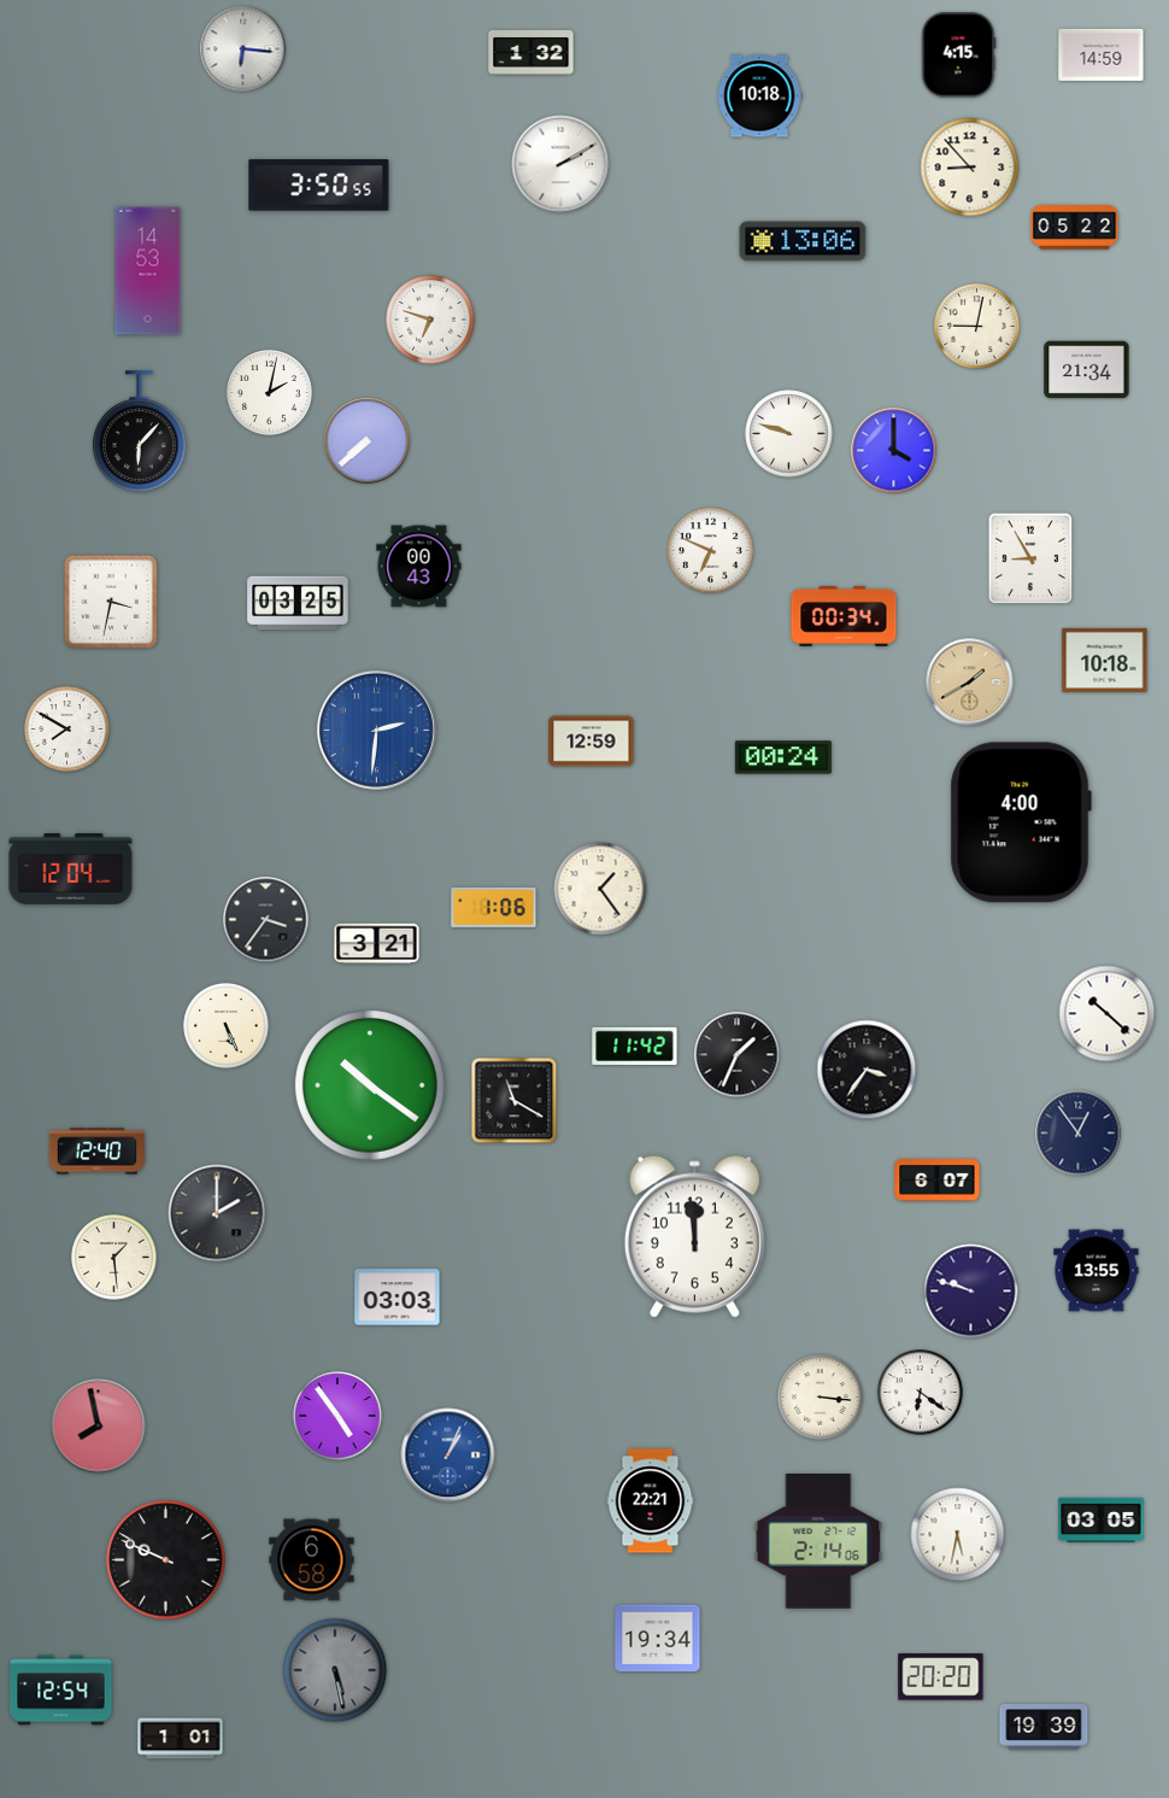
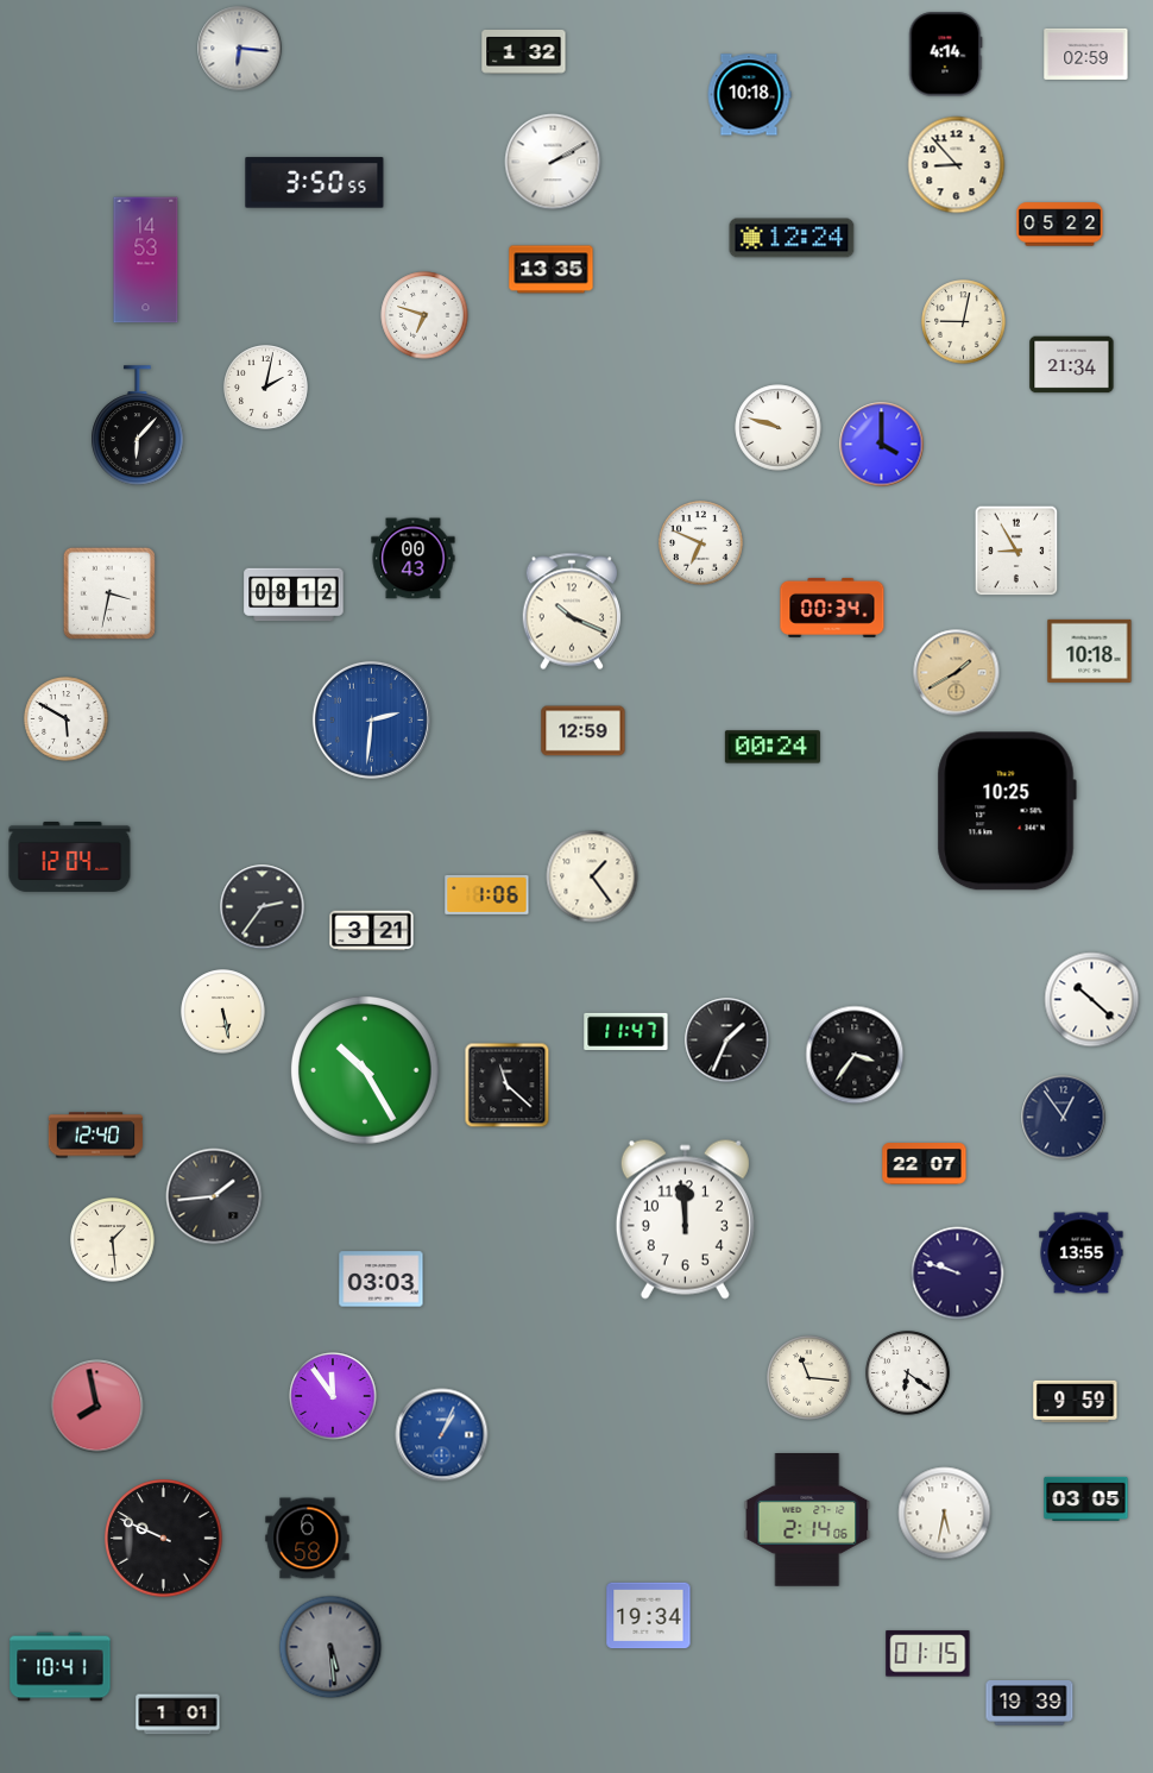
clock at (1102, 54): 14:59 -> 02:59
clock at (958, 55): 4:15 -> 4:14
clock at (803, 241): 13:06 -> 12:24
clock at (148, 271) position: (148, 271) -> (146, 260)
clock at (552, 270): none -> 13:35
clock at (368, 441): 7:38 -> none
clock at (298, 603): 03:25 -> 08:12
clock at (571, 611): none -> 10:19
clock at (67, 730): 7:50 -> 5:50
clock at (1021, 822): 4:00 -> 10:25
clock at (266, 920): 3:36 -> 2:36
clock at (227, 1026): 5:26 -> 5:28
clock at (635, 1046): 11:42 -> 11:47
clock at (371, 1087): 10:21 -> 10:25
clock at (515, 1101): 11:20 -> 11:22
clock at (938, 1181): 6:07 -> 22:07
clock at (217, 1213): 2:00 -> 1:44
clock at (398, 1298) position: (398, 1298) -> (382, 1280)
clock at (821, 1398): 3:16 -> 11:16
clock at (337, 1416): 4:54 -> 11:54
clock at (1076, 1401): none -> 9:59
clock at (651, 1501): 22:21 -> none
clock at (335, 1670): 5:28 -> 5:29
clock at (941, 1677): 20:20 -> 01:15
clock at (61, 1691): 12:54 -> 10:41
